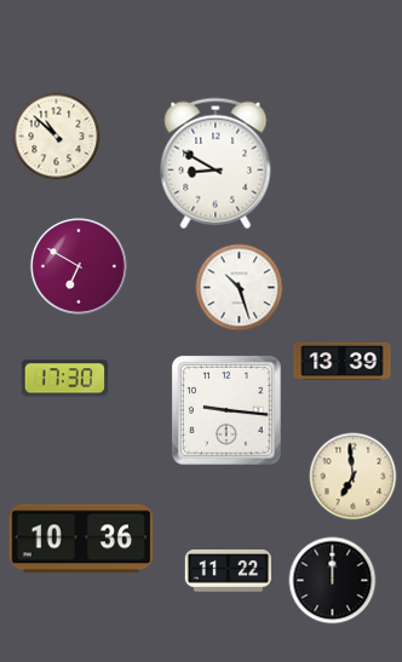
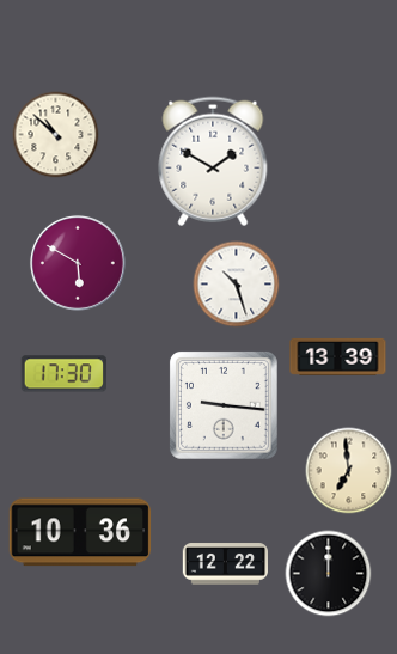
clock at (216, 163): 8:50 -> 1:50
clock at (79, 266): 6:50 -> 5:50
clock at (228, 571): 11:22 -> 12:22
